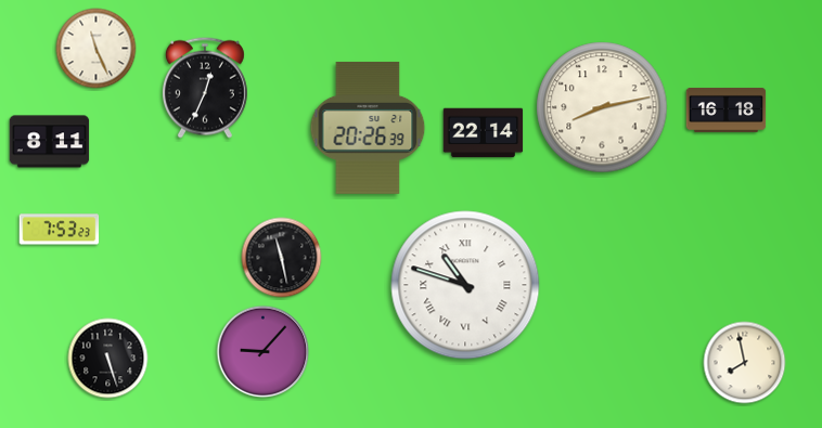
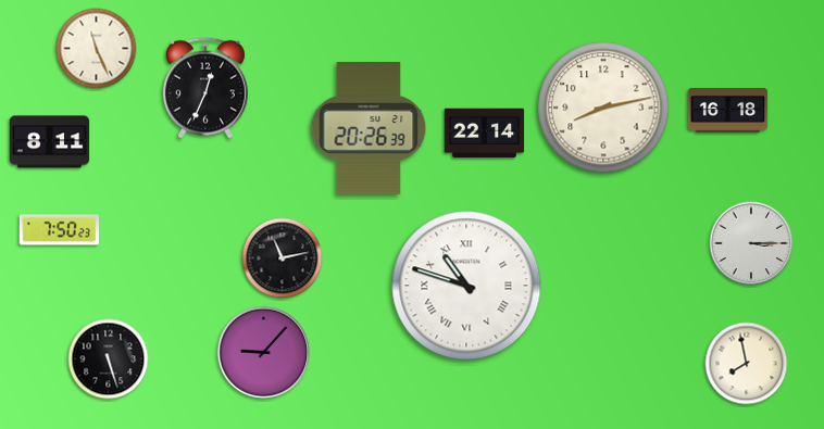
clock at (60, 230): 7:53 -> 7:50
clock at (751, 243): none -> 3:15
clock at (282, 258): 11:28 -> 11:13
